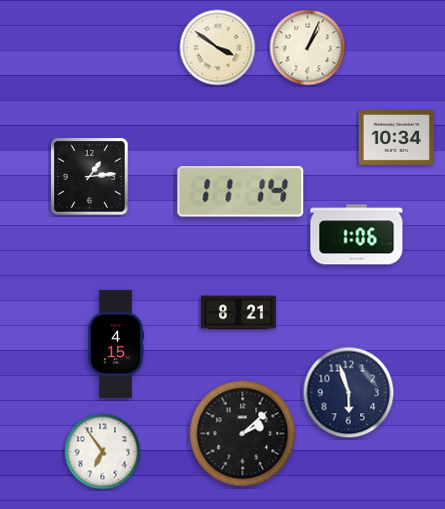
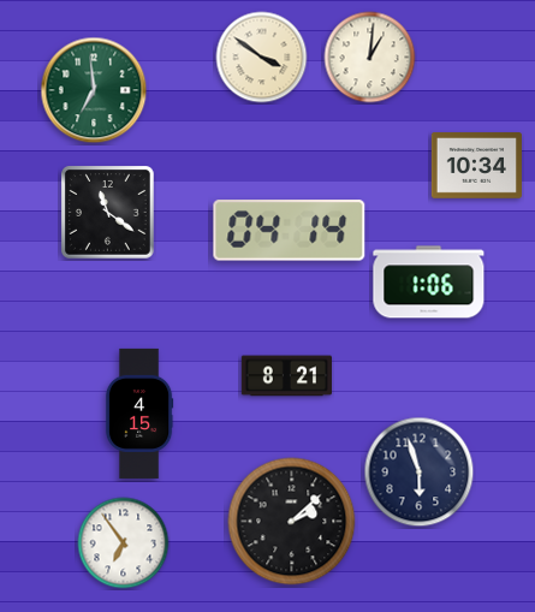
clock at (308, 48): 1:04 -> 1:01
clock at (94, 90): none -> 6:59
clock at (90, 177): 1:14 -> 11:21
clock at (241, 192): 11:14 -> 04:14
